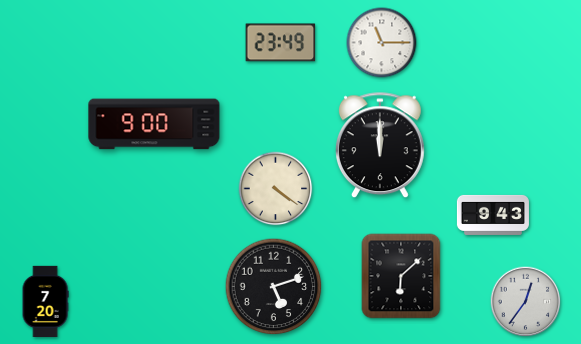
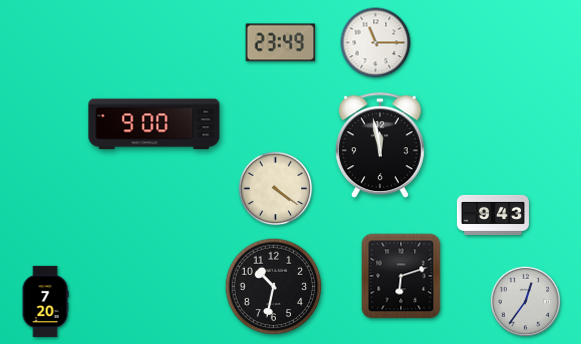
clock at (382, 43) position: (382, 43) -> (376, 43)
clock at (380, 146): 12:00 -> 11:58
clock at (401, 276): 6:08 -> 6:12
clock at (274, 287): 5:12 -> 10:32
